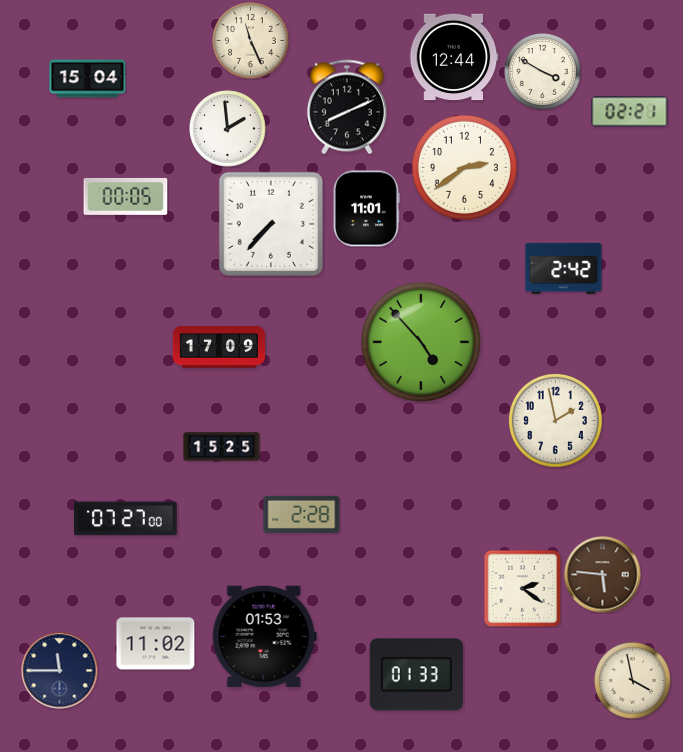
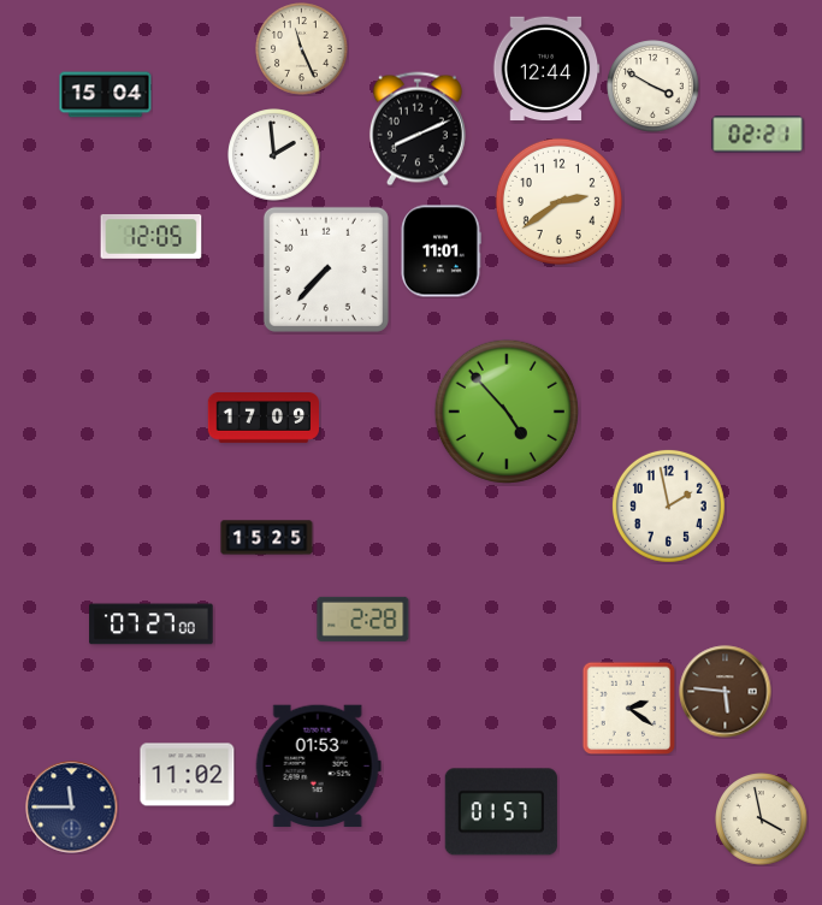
clock at (126, 196): 00:05 -> 12:05
clock at (564, 268): 2:42 -> none
clock at (416, 675): 01:33 -> 01:57
